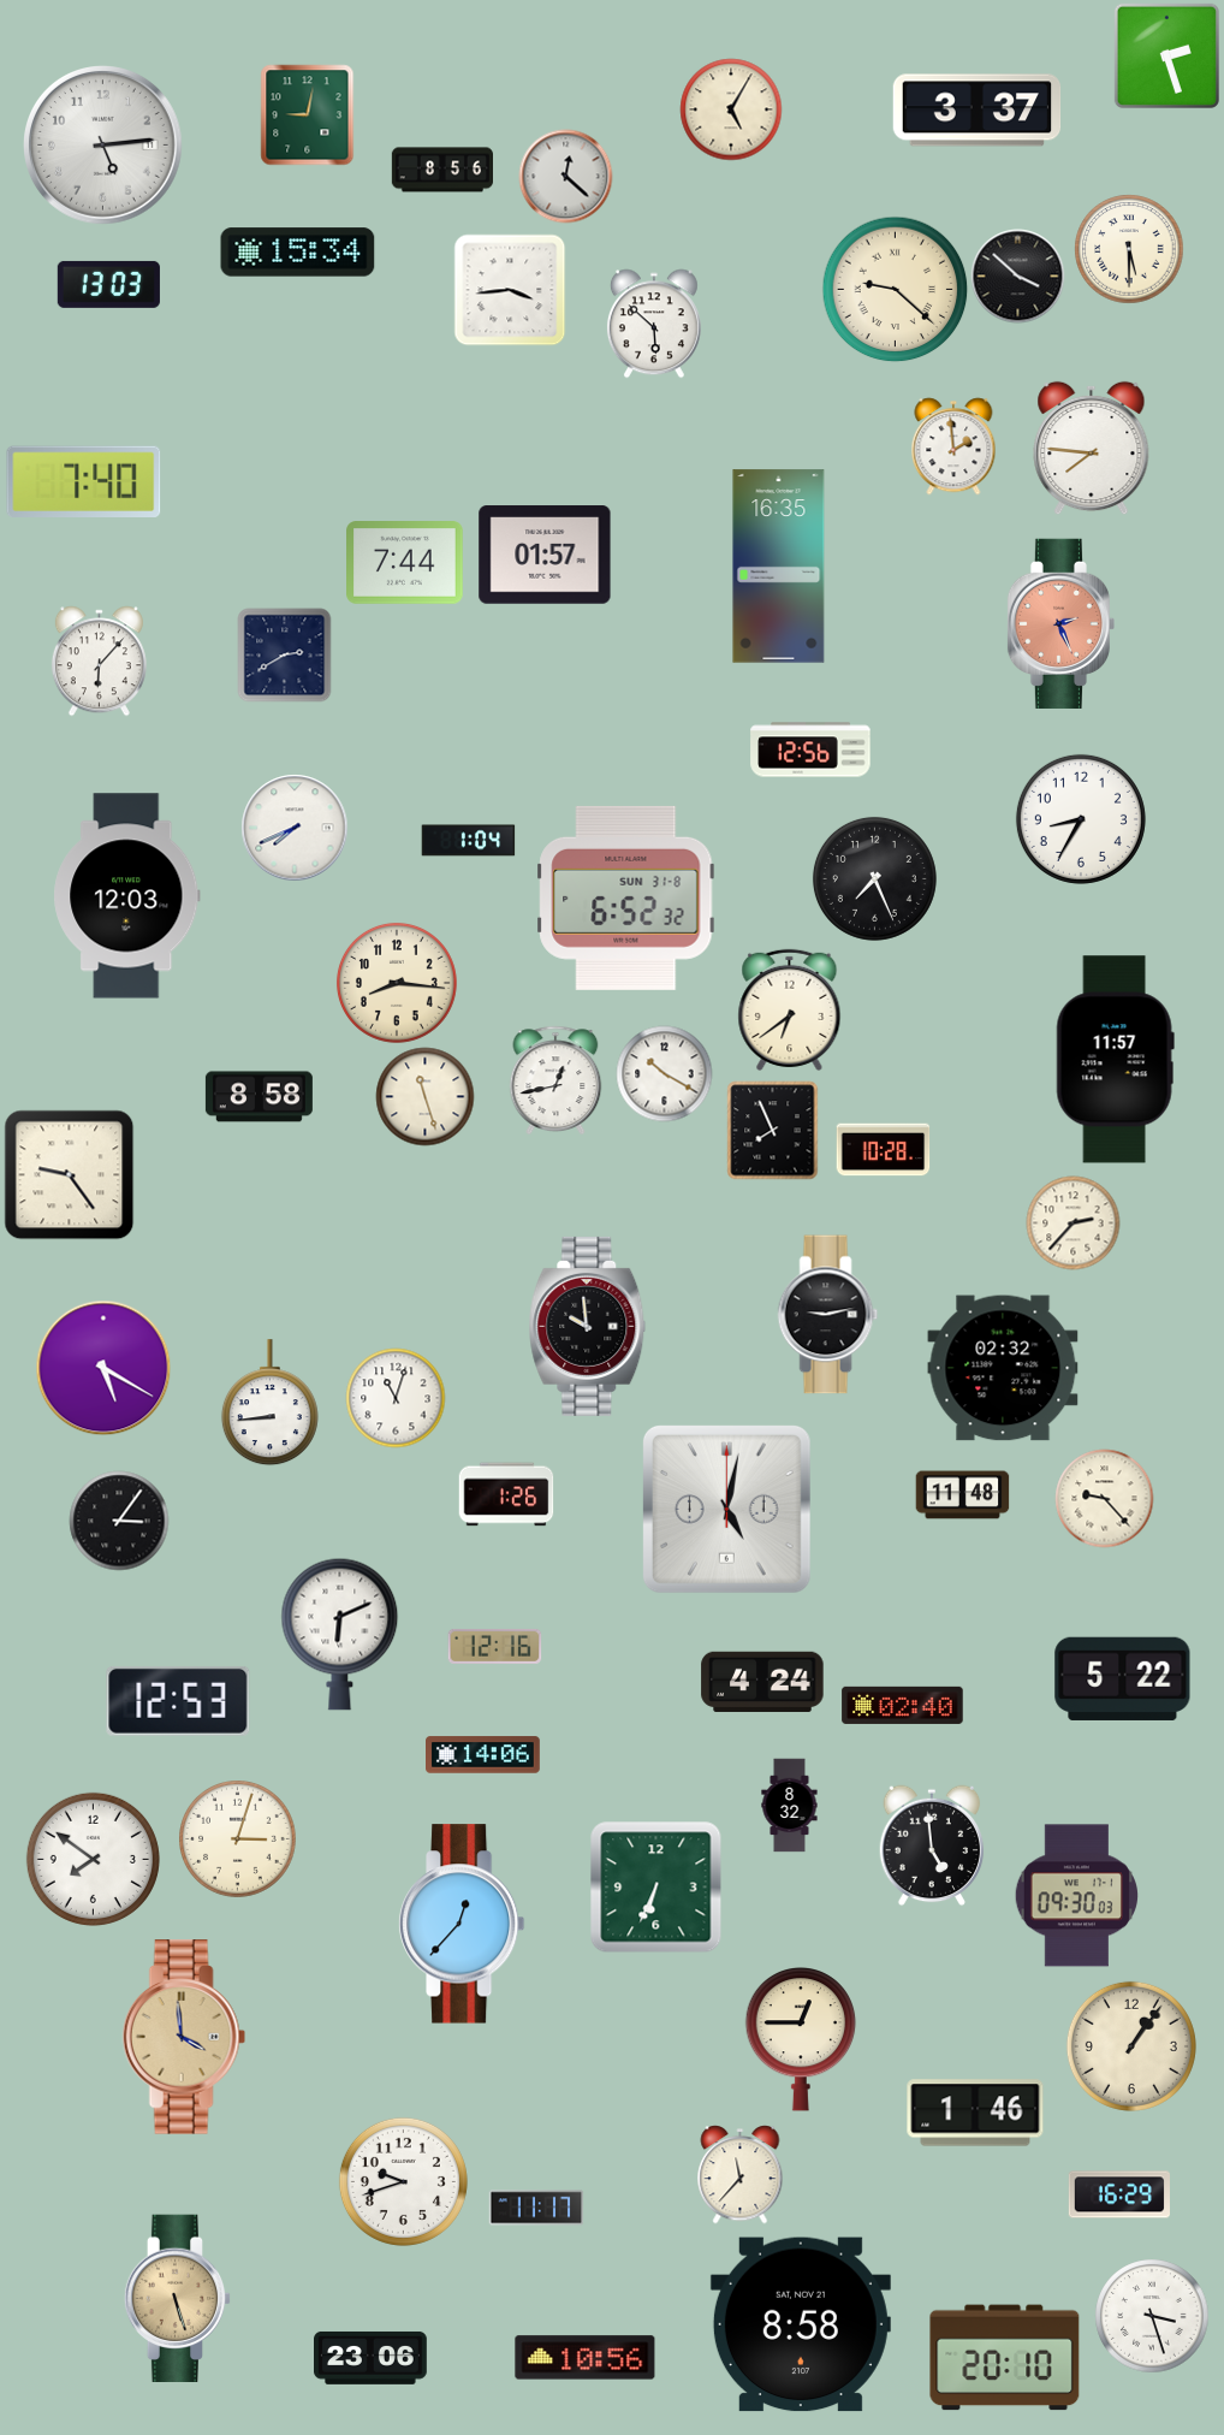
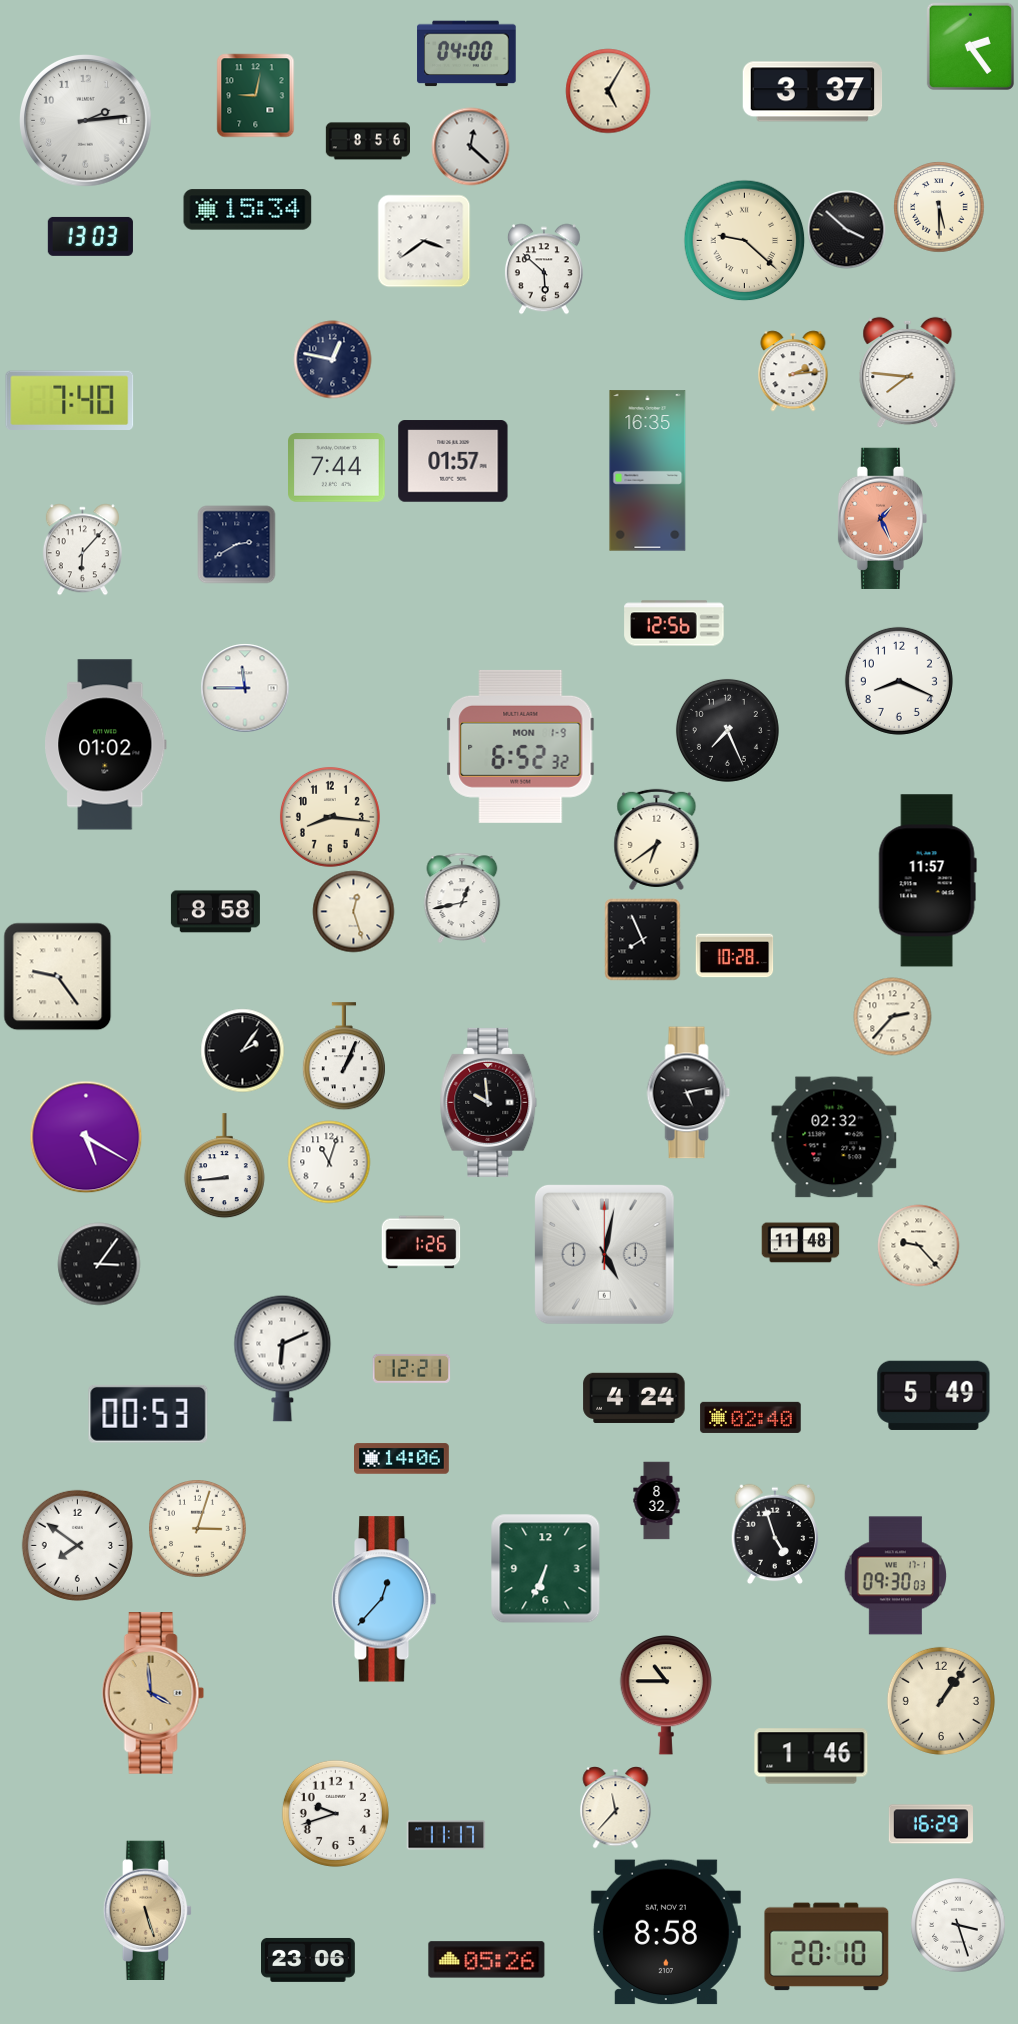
clock at (1166, 55): 2:27 -> 2:24
clock at (467, 54): none -> 04:00
clock at (103, 146): 5:14 -> 2:14
clock at (510, 290): 3:44 -> 3:39
clock at (332, 359): none -> 12:47
clock at (953, 446): 1:59 -> 2:14
clock at (1060, 623): 2:26 -> 1:26
clock at (1081, 819): 8:35 -> 8:19
clock at (295, 828): 7:41 -> 11:45
clock at (468, 841): 1:04 -> none
clock at (127, 896): 12:03 -> 01:02
clock at (626, 897) date: SUN 31-8 -> MON 1-9
clock at (664, 1073): 10:20 -> none
clock at (424, 1096): 11:27 -> 12:27
clock at (242, 1050): none -> 2:06
clock at (344, 1056): none -> 1:04
clock at (828, 1315): 9:13 -> 5:13
clock at (494, 1646): 12:16 -> 12:21
clock at (1123, 1678): 5:22 -> 5:49
clock at (178, 1701): 12:53 -> 00:53
clock at (932, 1845): 4:59 -> 4:57
clock at (801, 2040): 12:45 -> 10:45
clock at (586, 2358): 10:56 -> 05:26
clock at (1005, 2358) position: (1005, 2358) -> (827, 1947)
